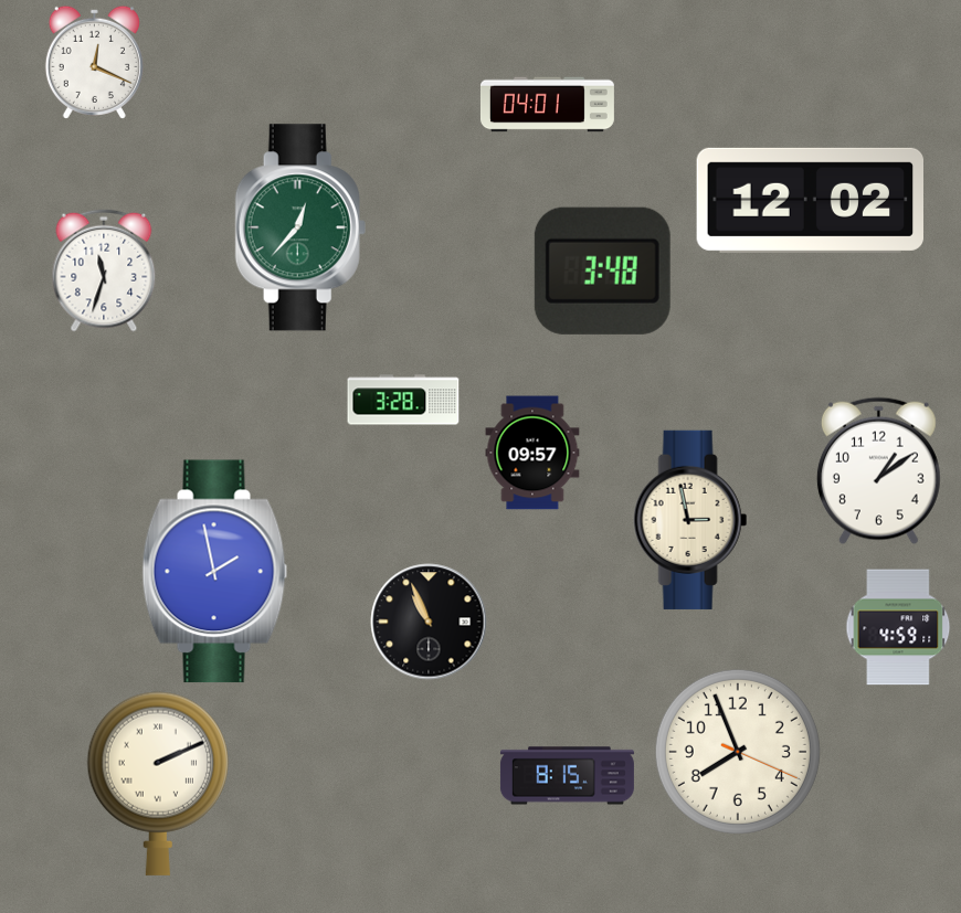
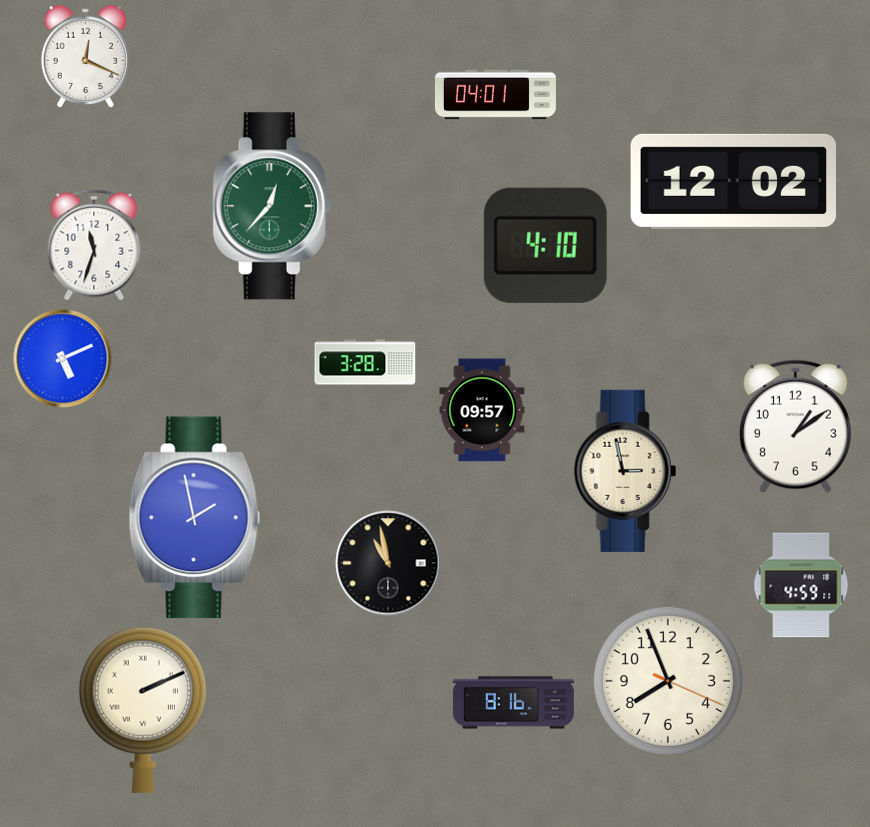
clock at (602, 270): 3:48 -> 4:10
clock at (63, 359): none -> 5:11
clock at (429, 622): 10:56 -> 10:58
clock at (898, 627) position: (898, 627) -> (801, 585)
clock at (567, 776): 8:15 -> 8:16
